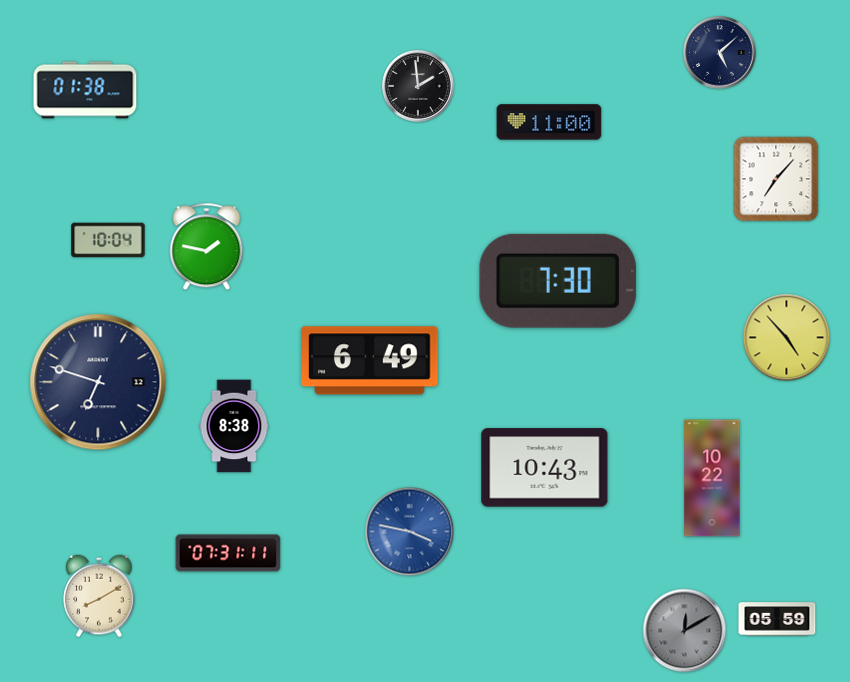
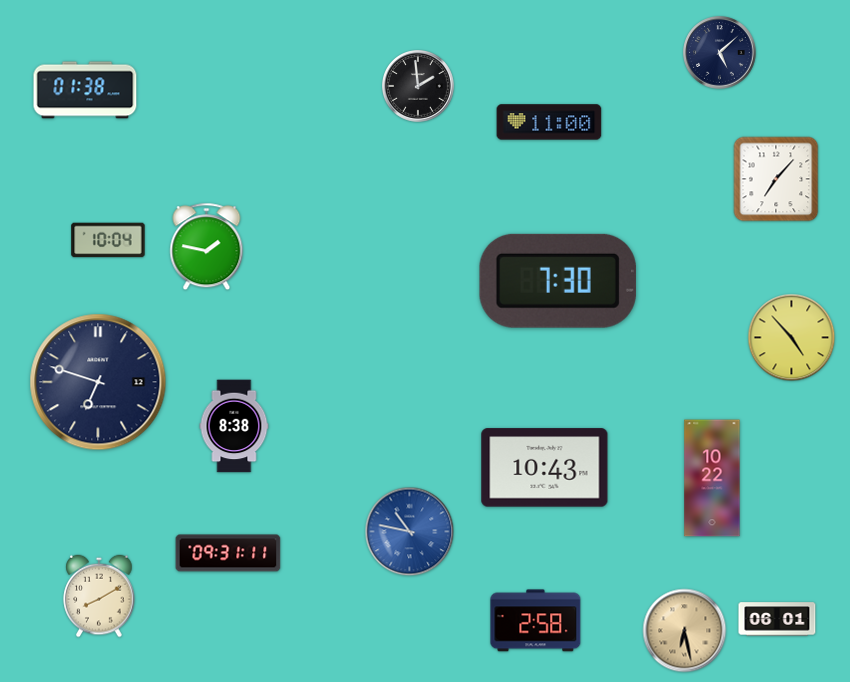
clock at (787, 338) position: (787, 338) -> (792, 338)
clock at (370, 361): 6:49 -> none
clock at (410, 532): 3:47 -> 10:47
clock at (228, 553): 07:31 -> 09:31
clock at (777, 619): 05:59 -> 06:01
clock at (536, 621): none -> 2:58
clock at (685, 631): 12:10 -> 6:28
clock at (685, 631) dial: grey -> champagne
